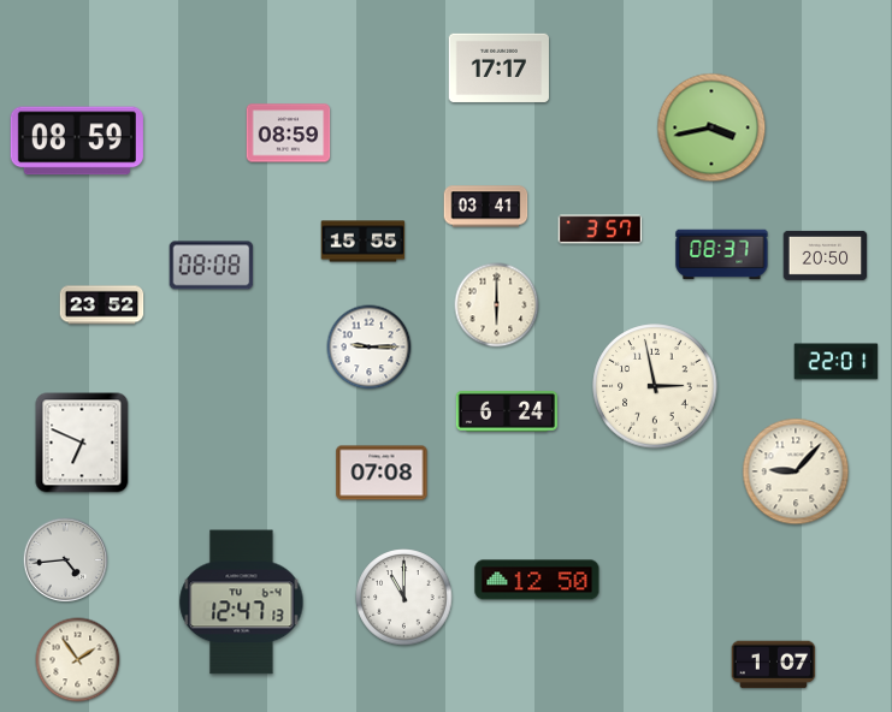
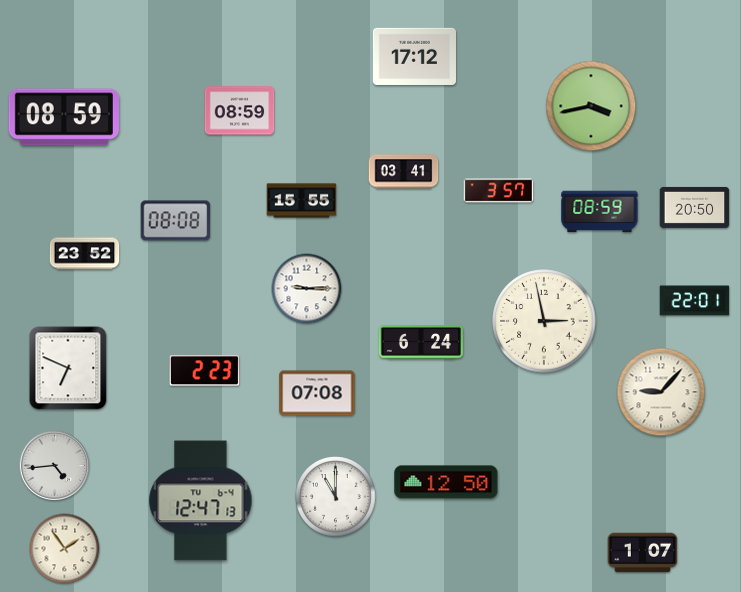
clock at (500, 67): 17:17 -> 17:12
clock at (722, 255): 08:37 -> 08:59
clock at (826, 255) position: (826, 255) -> (695, 207)
clock at (497, 305): 6:00 -> none
clock at (205, 371): none -> 2:23
